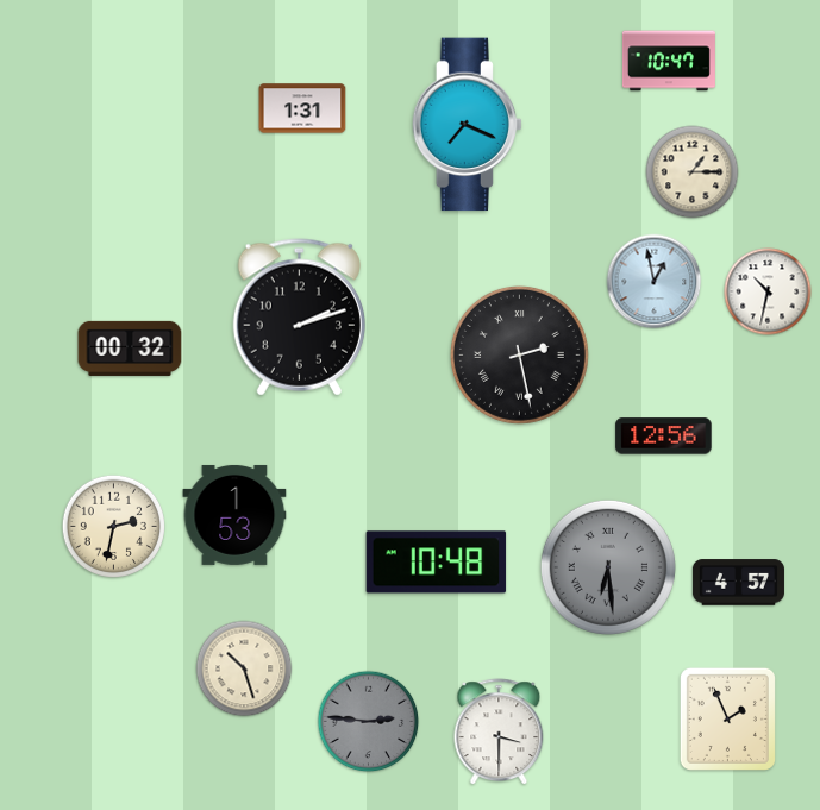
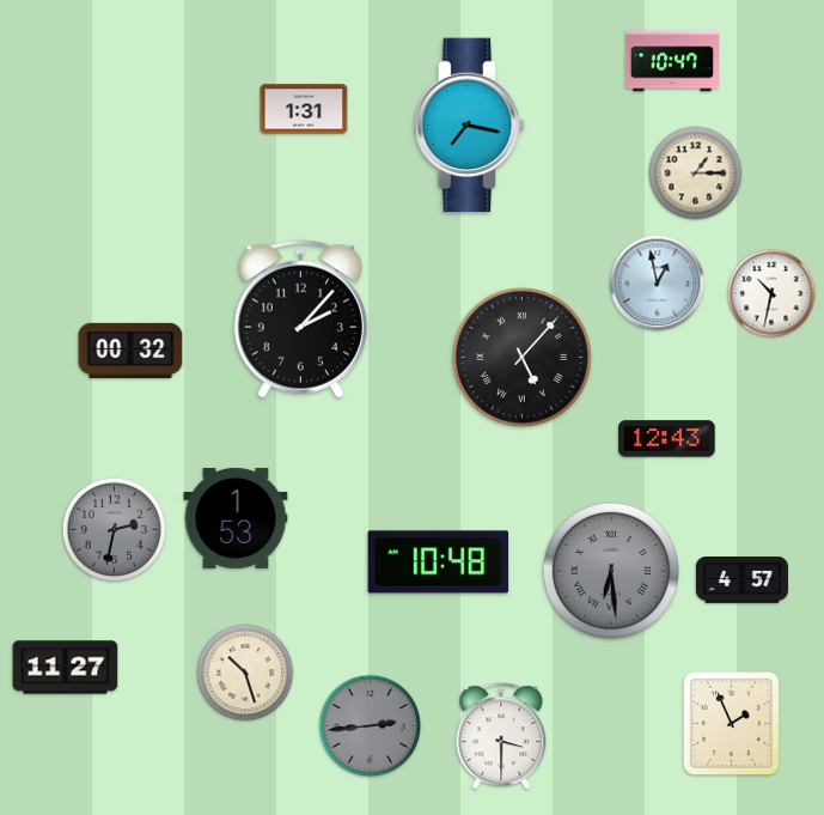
clock at (468, 125): 7:19 -> 7:17
clock at (299, 318): 2:12 -> 2:07
clock at (519, 354): 2:28 -> 5:07
clock at (664, 437): 12:56 -> 12:43
clock at (113, 526) dial: cream -> grey
clock at (437, 563) position: (437, 563) -> (439, 562)
clock at (738, 583) position: (738, 583) -> (741, 580)
clock at (66, 668): none -> 11:27
clock at (369, 722): 2:46 -> 2:44
